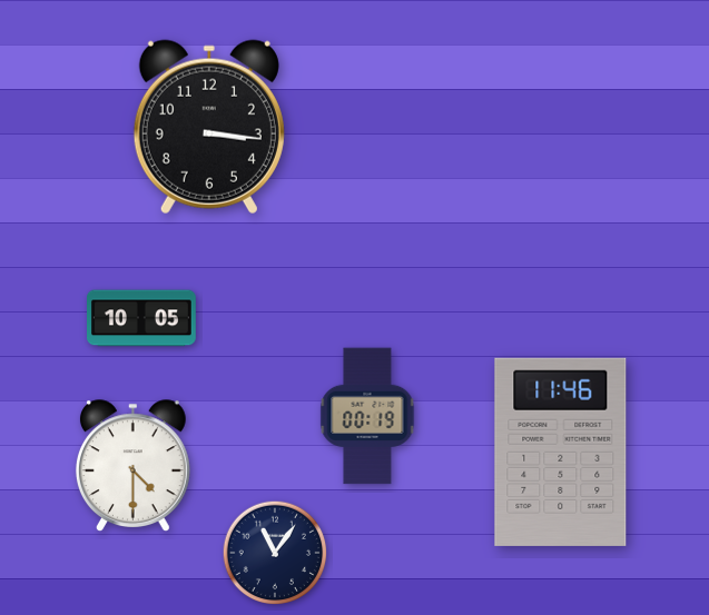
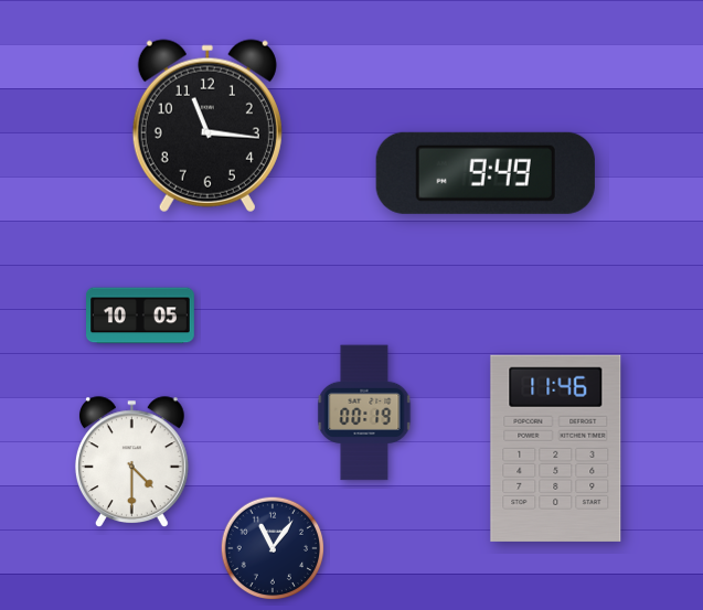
clock at (209, 127): 3:16 -> 11:16
clock at (486, 173): none -> 9:49
